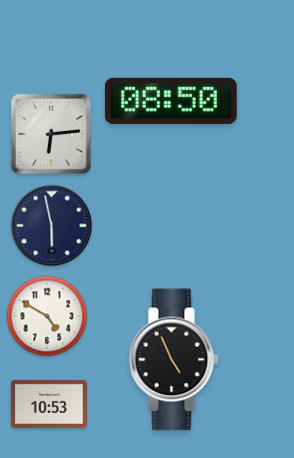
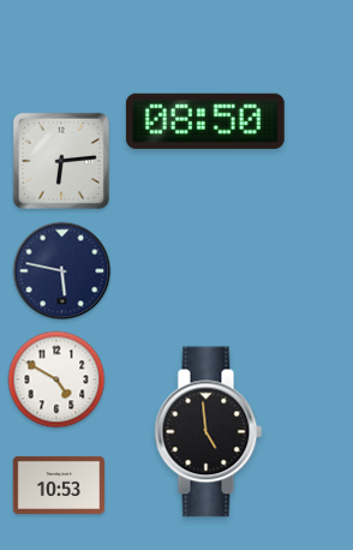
clock at (52, 226): 5:58 -> 5:47
clock at (174, 360): 4:56 -> 4:59
